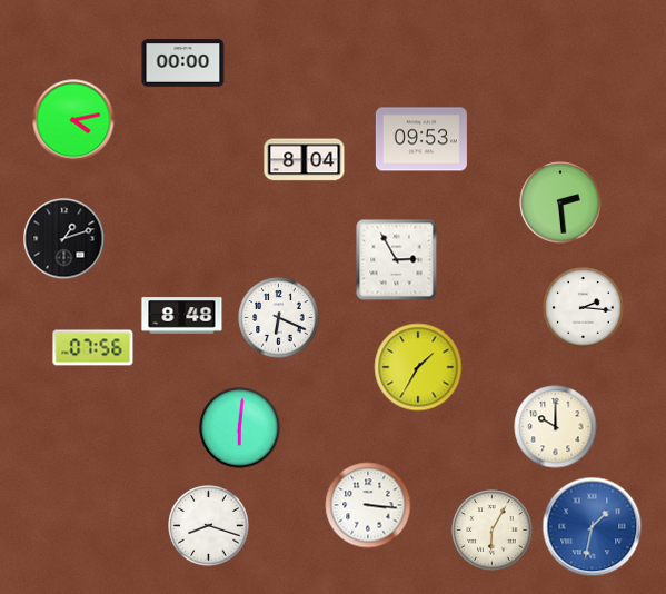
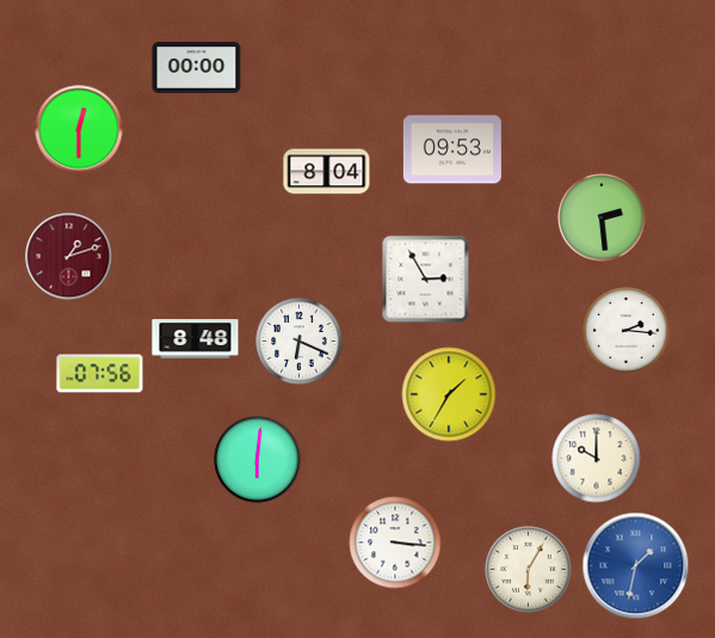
clock at (73, 120): 4:13 -> 12:30
clock at (64, 239) dial: black -> burgundy
clock at (209, 526): 8:18 -> none
